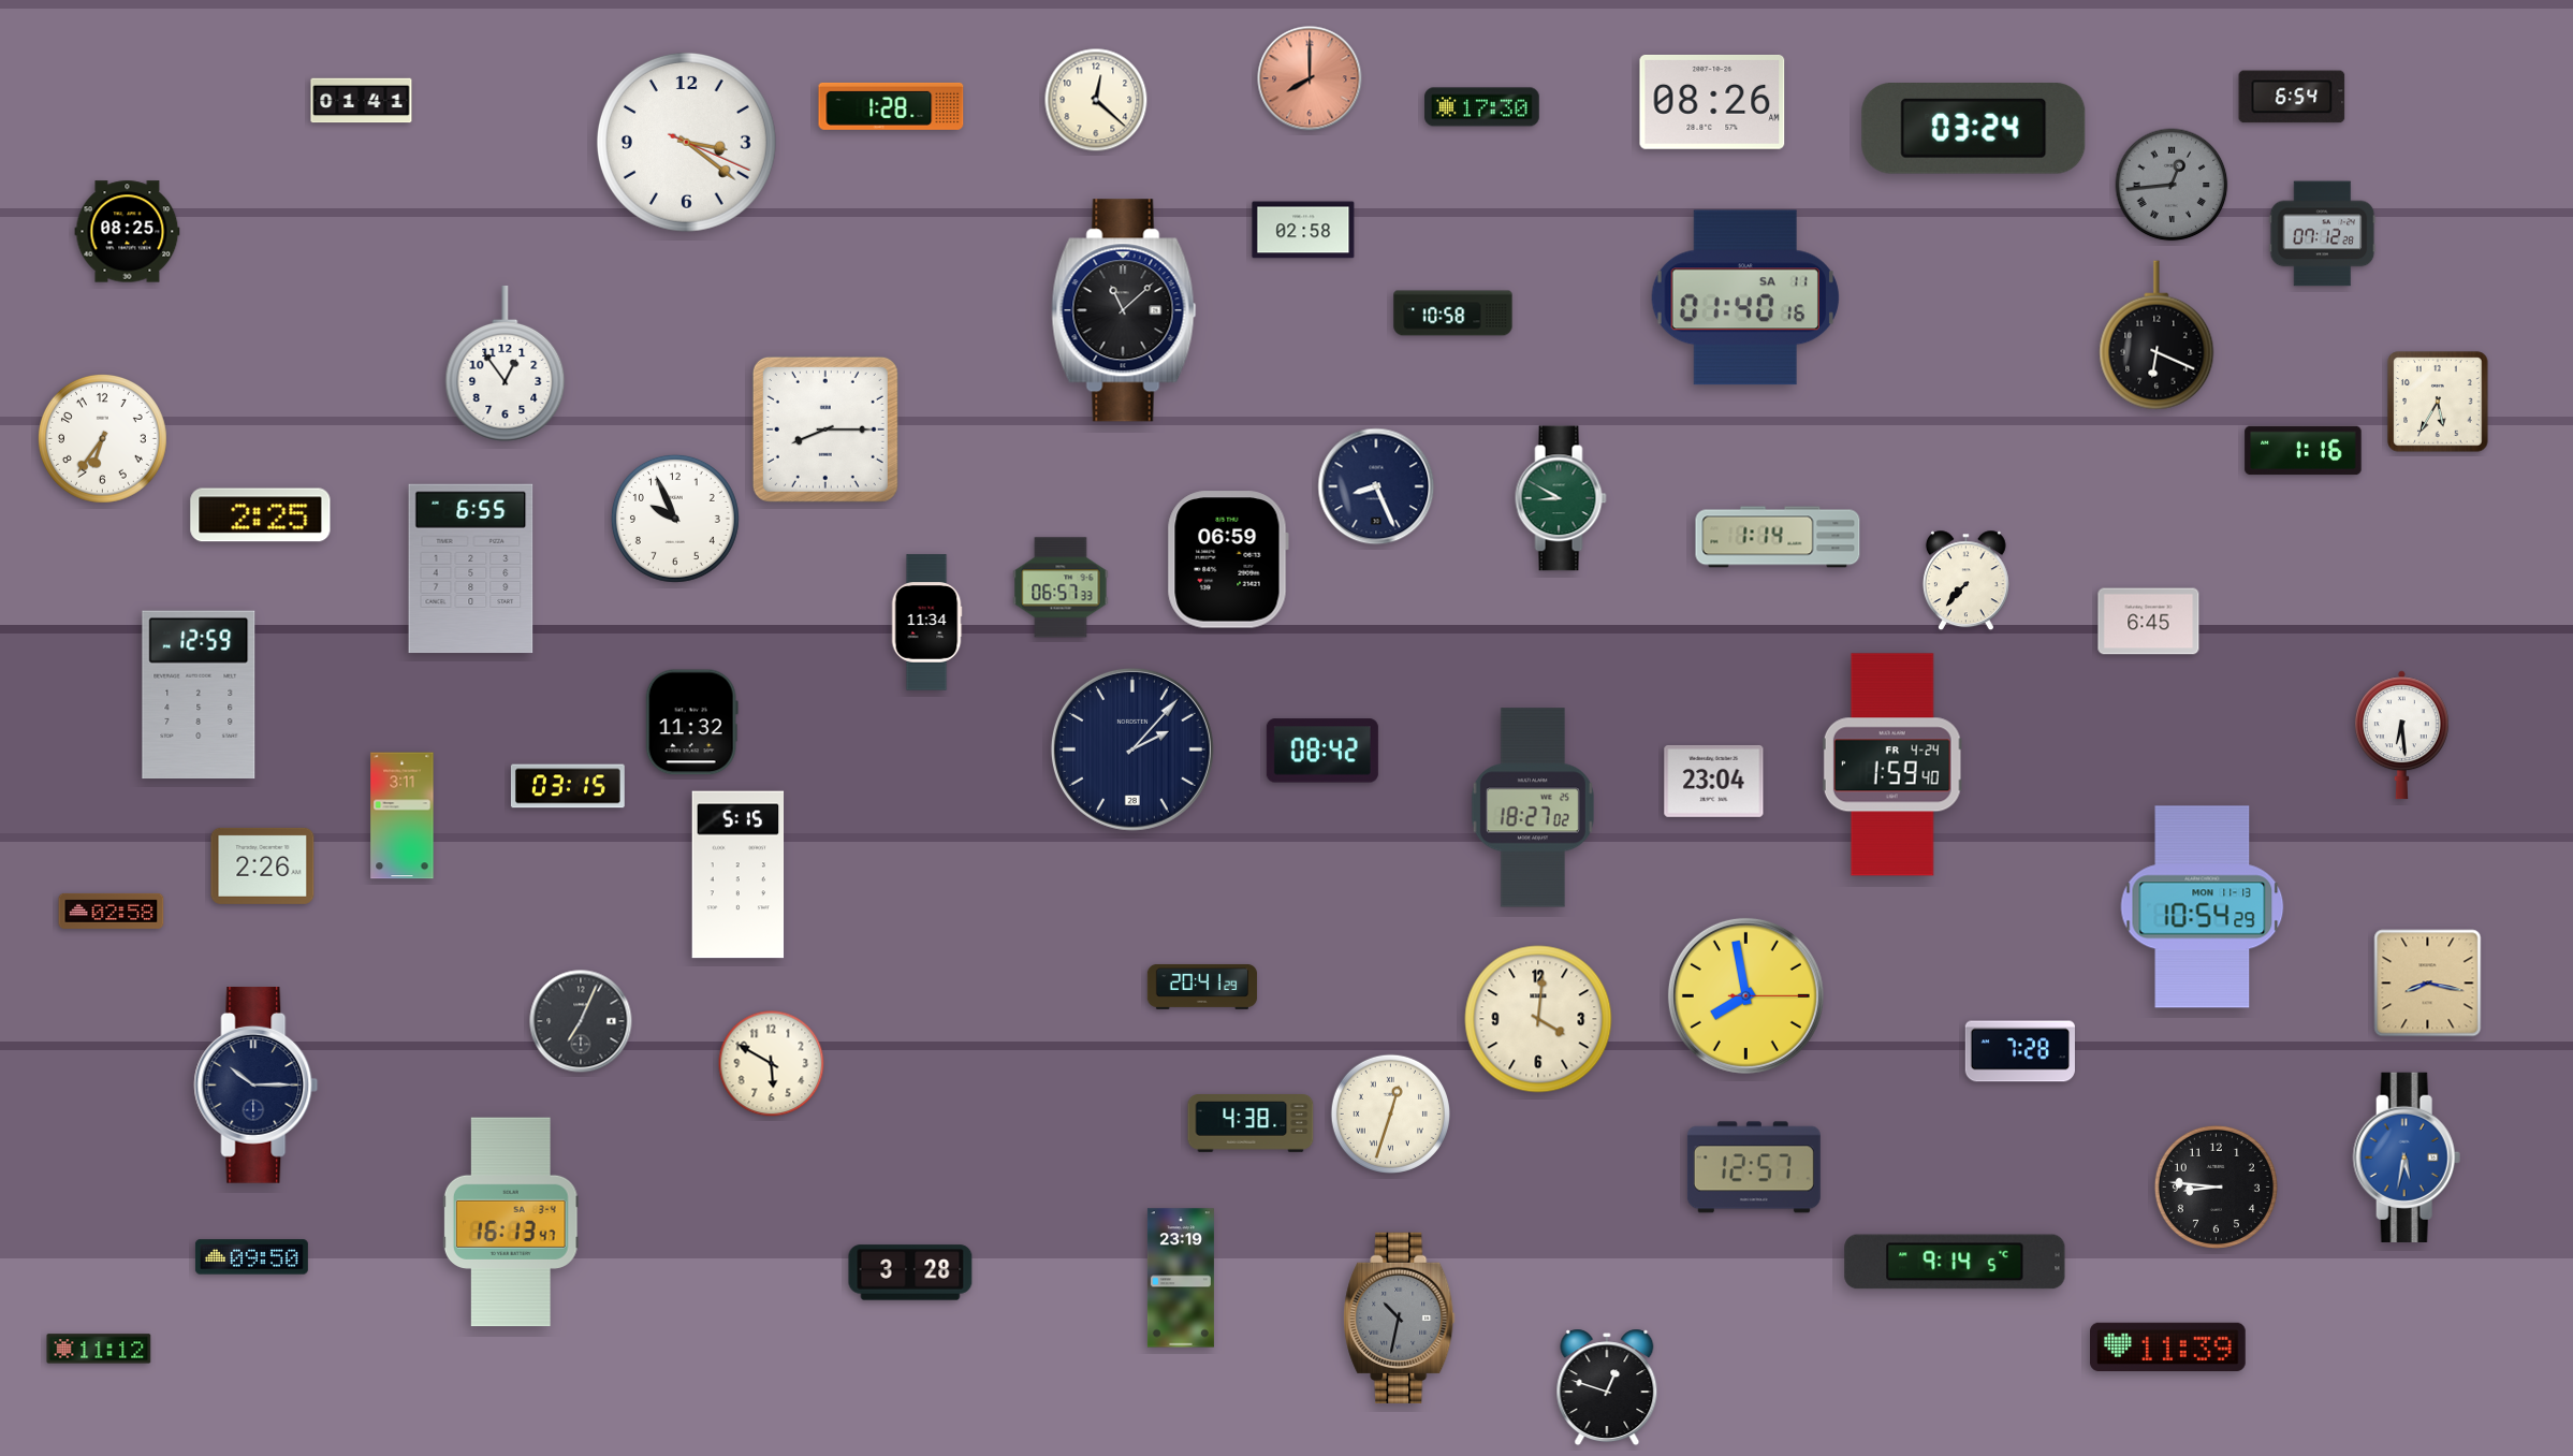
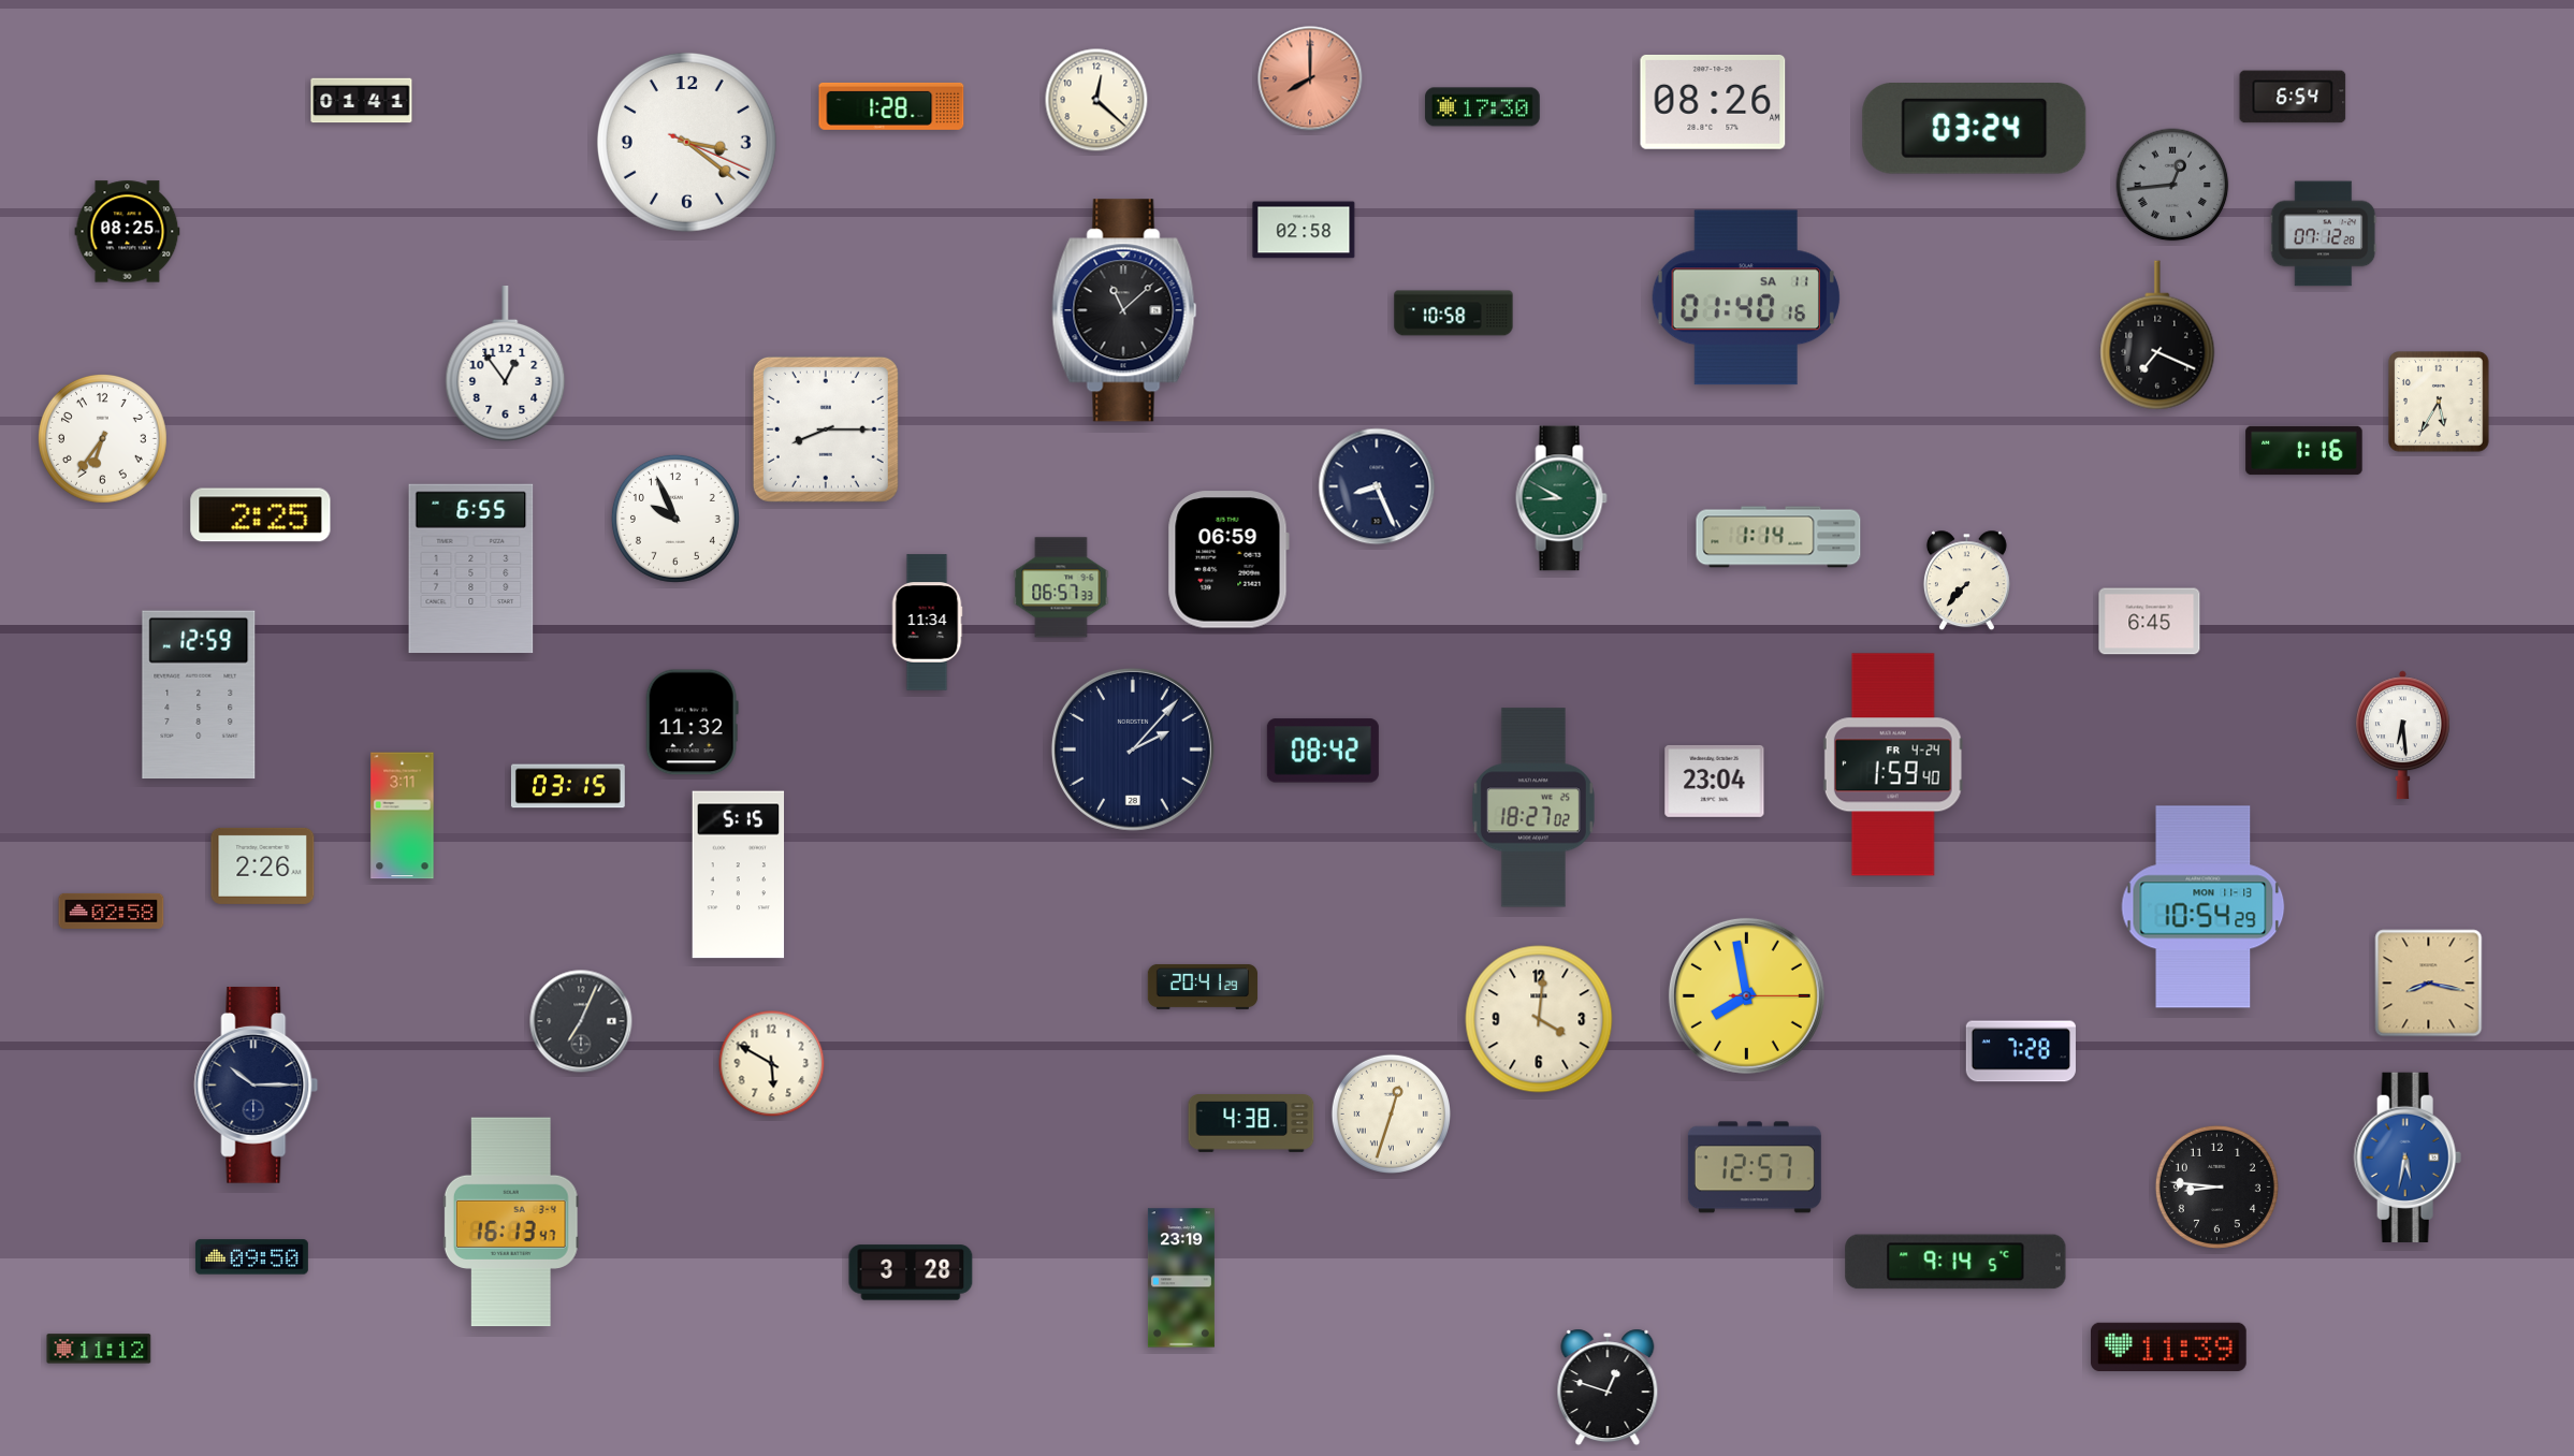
clock at (2157, 335): 6:19 -> 7:19
clock at (1400, 1317): 10:32 -> none
